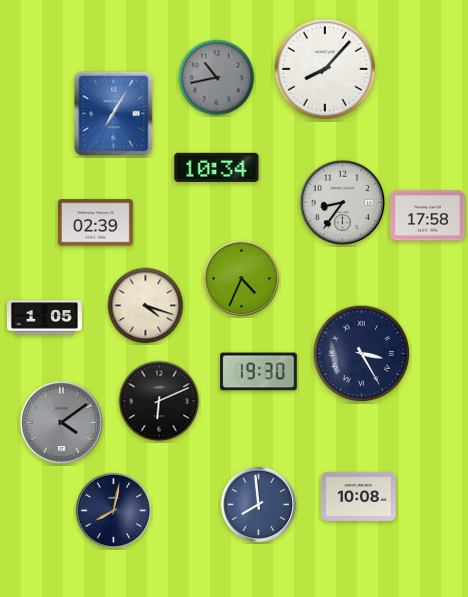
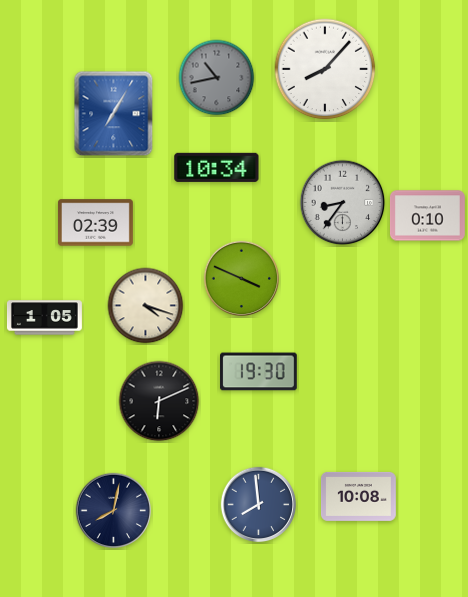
clock at (427, 216): 17:58 -> 0:10
clock at (242, 279): 4:34 -> 3:49
clock at (362, 354): 3:25 -> none
clock at (62, 423): 4:09 -> none
